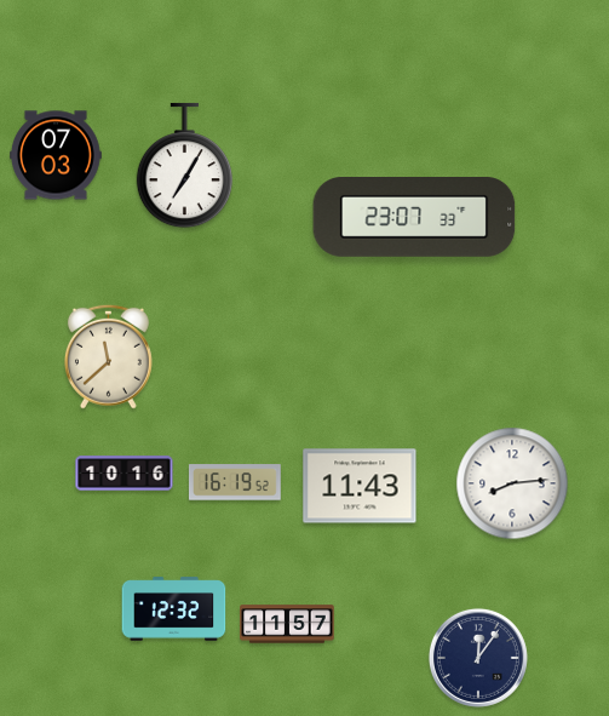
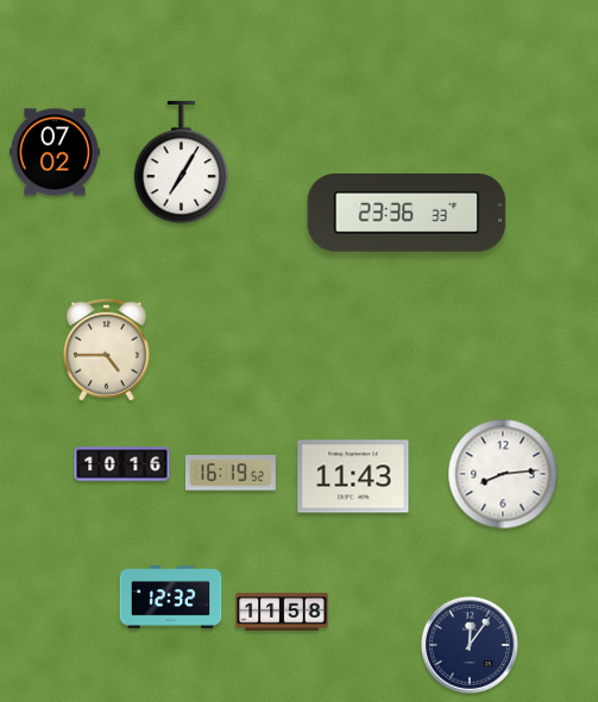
clock at (57, 155): 07:03 -> 07:02
clock at (414, 218): 23:07 -> 23:36
clock at (108, 356): 11:38 -> 4:45
clock at (287, 624): 11:57 -> 11:58
